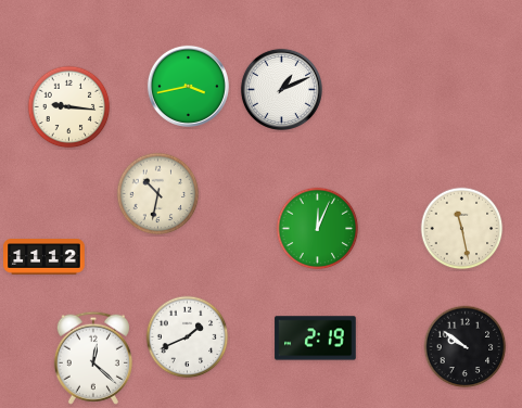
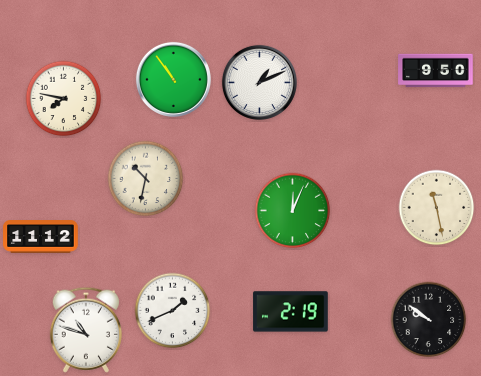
clock at (436, 71): none -> 9:50
clock at (188, 86): 3:43 -> 10:54
clock at (69, 107): 9:16 -> 7:47
clock at (462, 229) position: (462, 229) -> (437, 208)
clock at (93, 358): 12:22 -> 10:48
